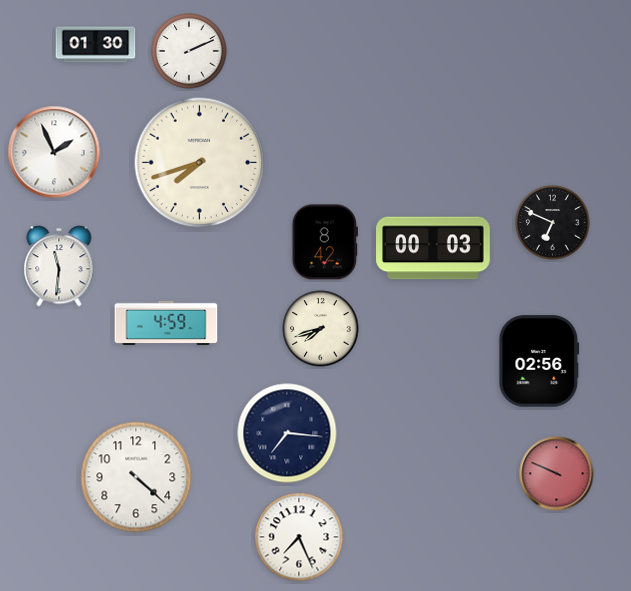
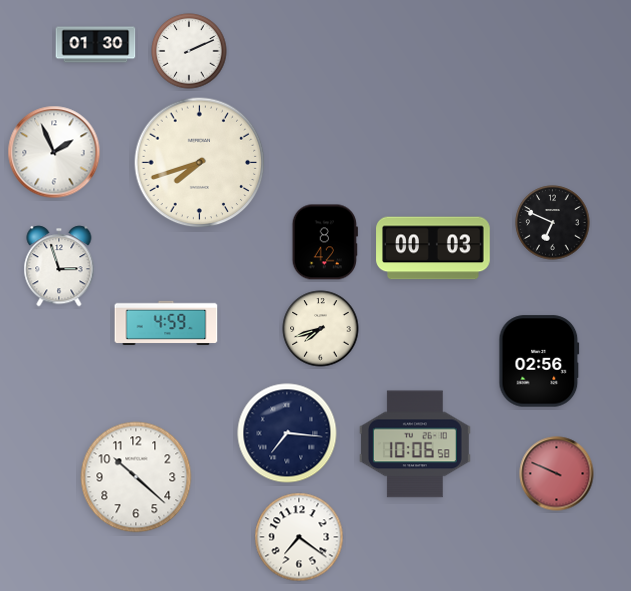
clock at (59, 266): 11:31 -> 2:57
clock at (415, 444): none -> 10:06
clock at (136, 477): 4:22 -> 10:22
clock at (299, 537): 7:26 -> 7:21
